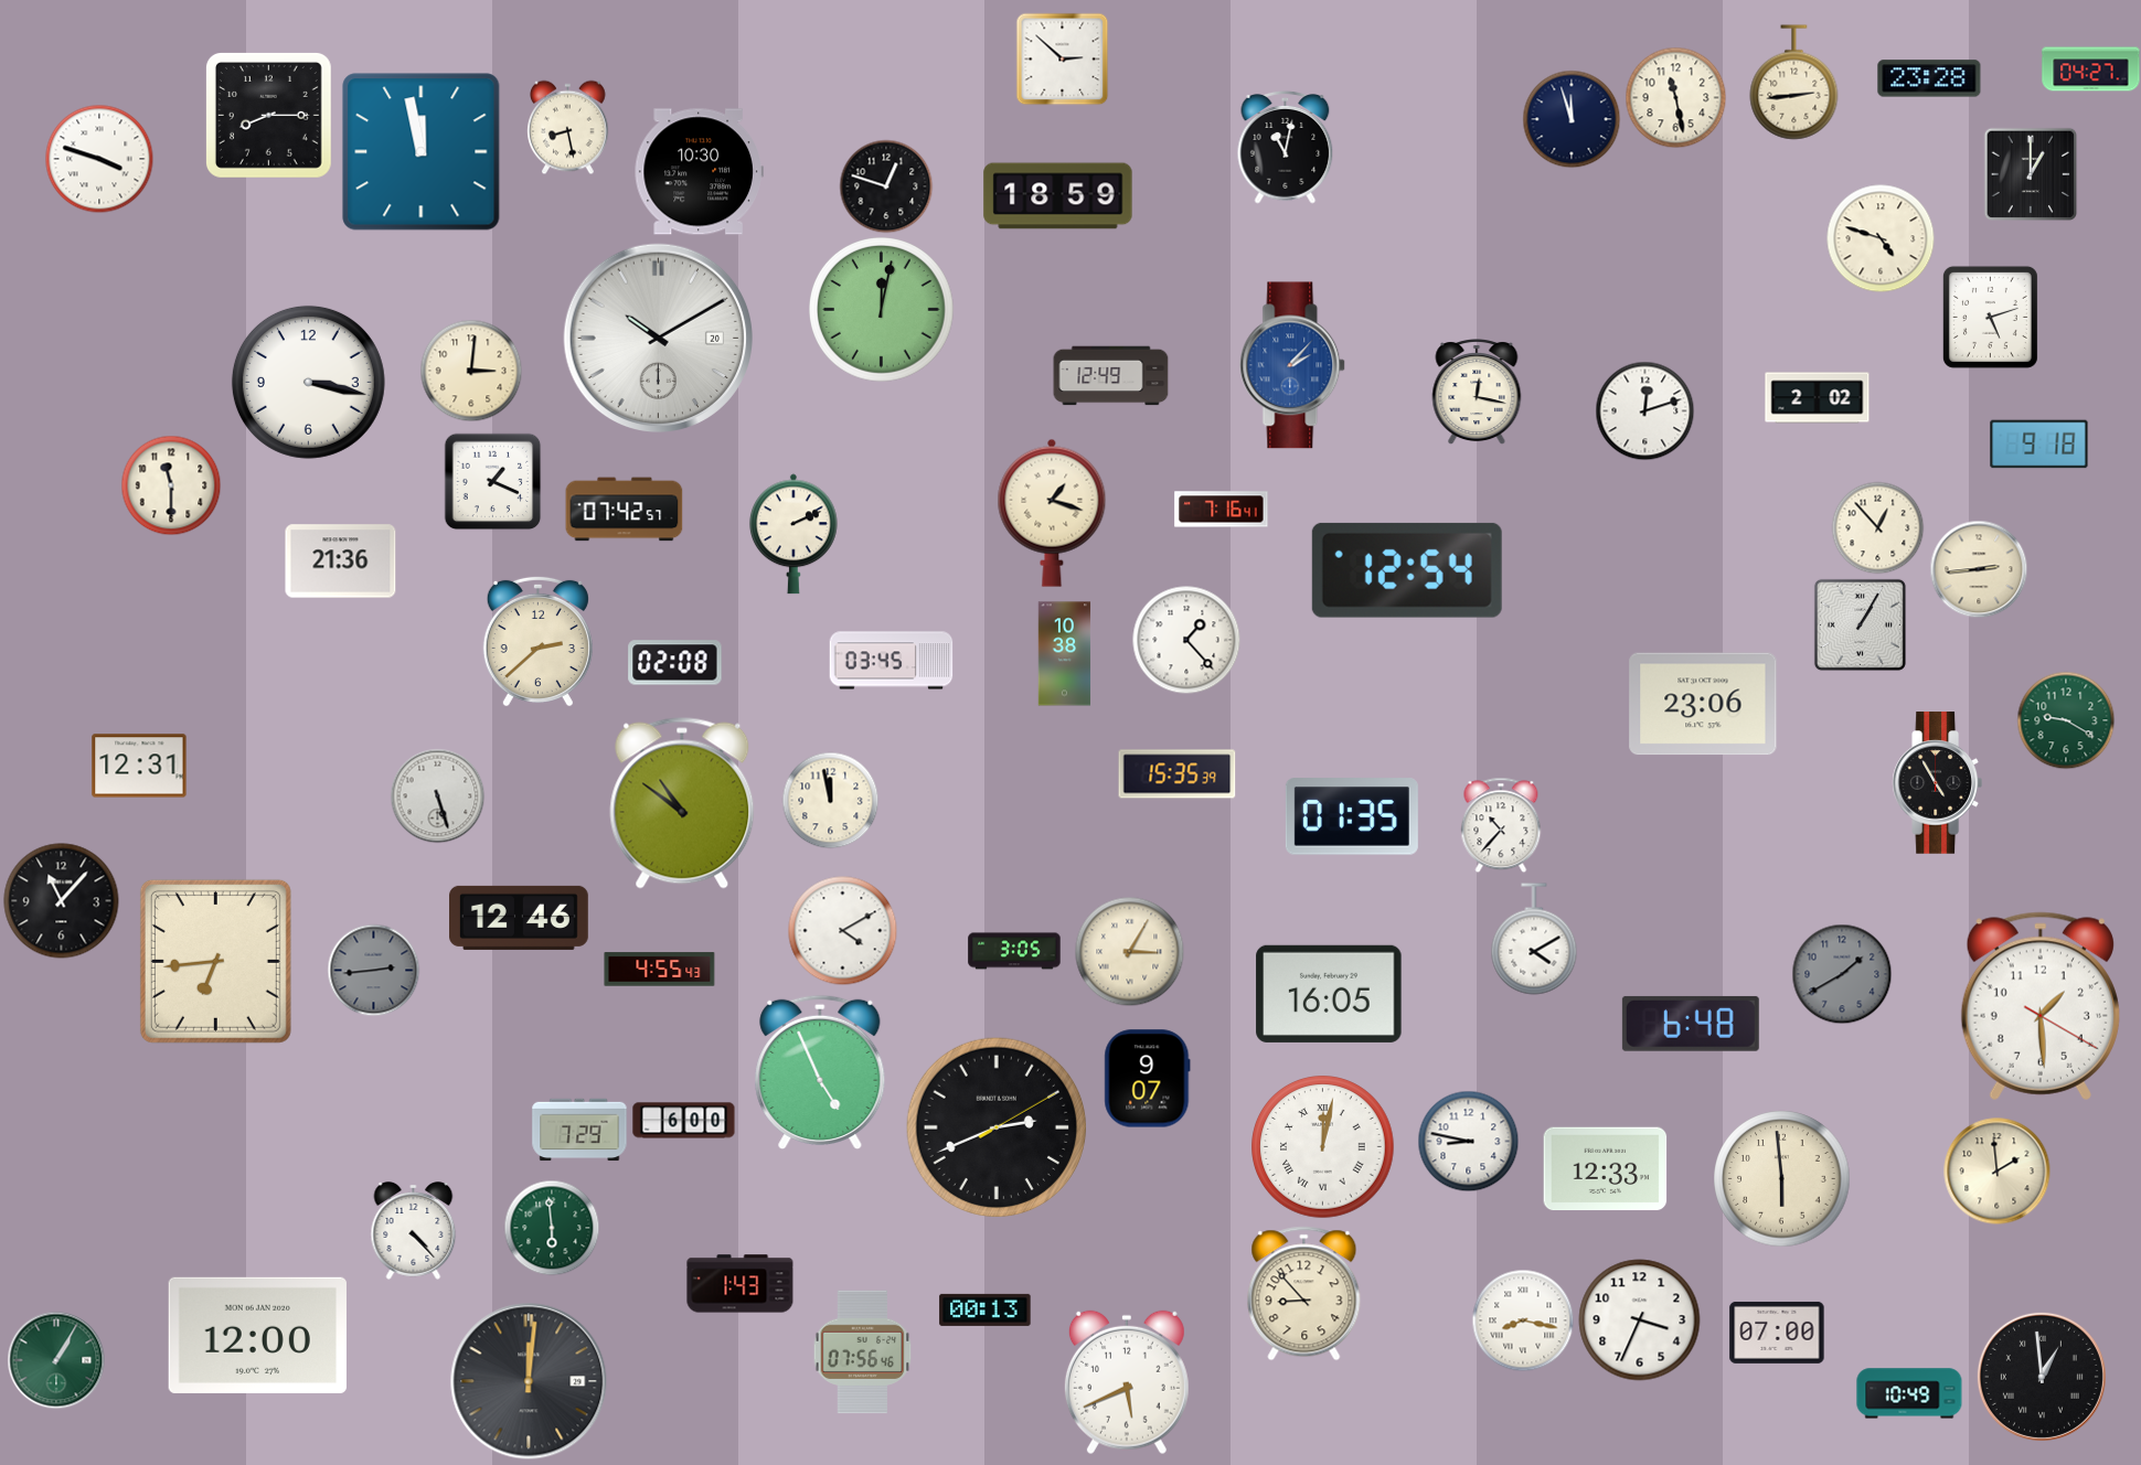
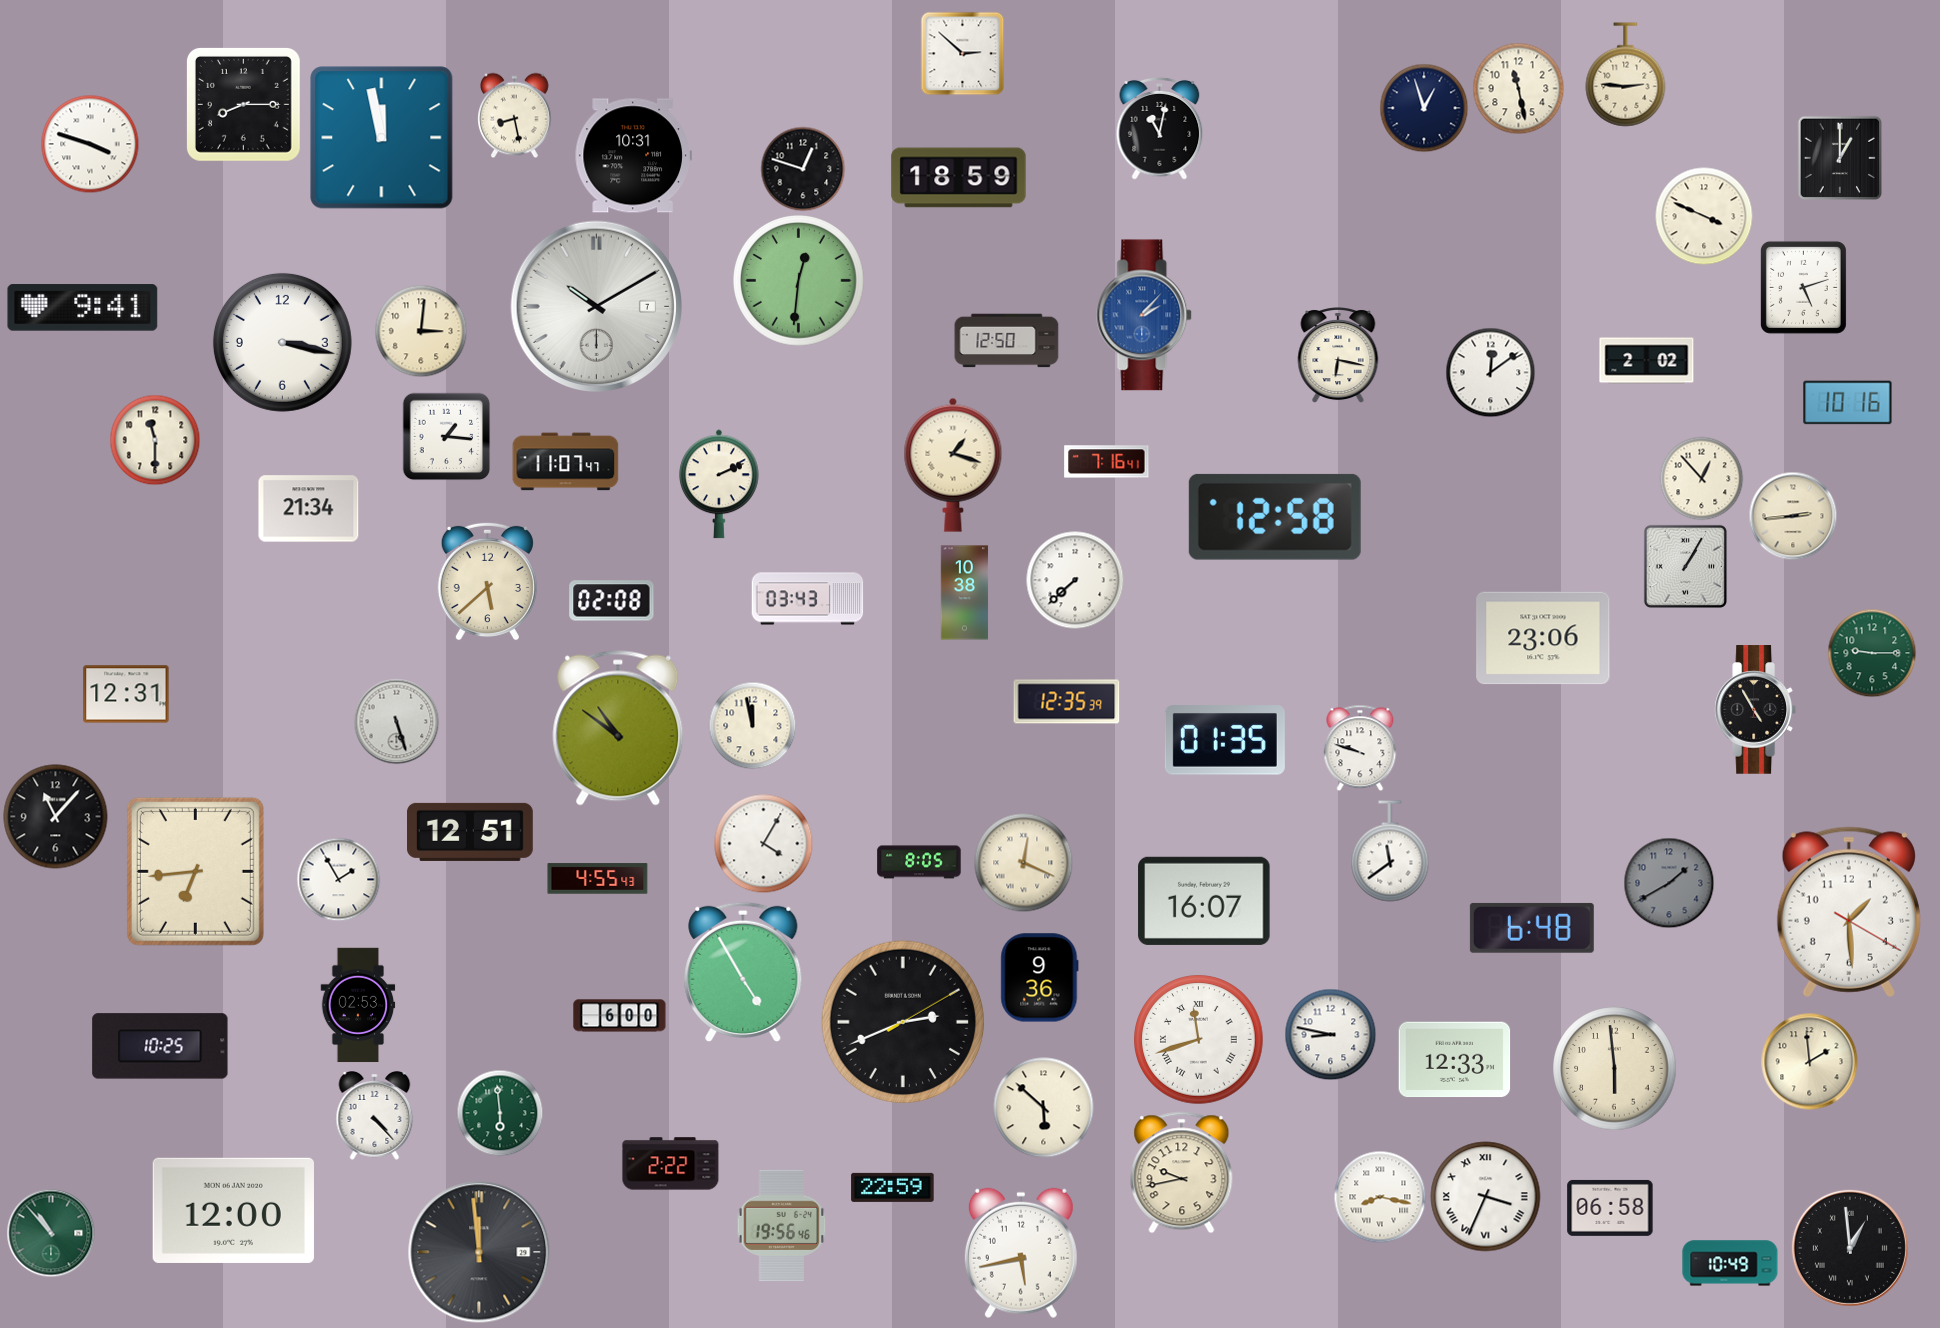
clock at (2091, 69): 04:27 -> none
clock at (1929, 78): 23:28 -> none
clock at (1794, 83): 2:44 -> 2:46
clock at (1572, 119): 11:57 -> 12:57
clock at (1286, 148) position: (1286, 148) -> (1160, 129)
clock at (699, 172): 10:30 -> 10:31
clock at (1881, 238): 4:48 -> 3:49
clock at (882, 310): 12:02 -> 12:31
clock at (658, 338) date: 20 -> 7
clock at (83, 308): none -> 9:41
clock at (1293, 365) position: (1293, 365) -> (1145, 315)
clock at (471, 371) position: (471, 371) -> (421, 331)
clock at (1111, 376): 12:49 -> 12:50
clock at (308, 382) position: (308, 382) -> (282, 342)
clock at (1477, 393): 12:17 -> 6:17
clock at (1644, 410): 12:12 -> 12:09
clock at (2039, 445): 9:18 -> 10:16
clock at (492, 481): 1:19 -> 1:16
clock at (625, 510): 07:42 -> 11:07
clock at (341, 562): 21:36 -> 21:34
clock at (1407, 570): 12:54 -> 12:58
clock at (1186, 640): 1:23 -> 7:38
clock at (537, 641): 2:38 -> 5:38
clock at (892, 661): 03:45 -> 03:43
clock at (2066, 720): 9:20 -> 9:15
clock at (1178, 774): 15:35 -> 12:35
clock at (1501, 825): 10:37 -> 9:48
clock at (520, 918): 12:46 -> 12:51
clock at (843, 931): 4:10 -> 4:05
clock at (1534, 939): 4:10 -> 11:39
clock at (1014, 951): 3:05 -> 8:05
clock at (1130, 952): 3:05 -> 12:19
clock at (373, 970): 2:44 -> 1:55
clock at (373, 970) dial: grey -> white
clock at (1329, 994): 16:05 -> 16:07
clock at (820, 1071): 4:56 -> 4:55
clock at (1148, 1079): 9:07 -> 9:36
clock at (358, 1005): none -> 02:53
clock at (579, 1130): 7:29 -> none
clock at (1323, 1147): 12:02 -> 11:42
clock at (160, 1046): none -> 10:25
clock at (1044, 1108): none -> 5:52
clock at (741, 1284): 1:43 -> 2:22
clock at (1304, 1294): 8:53 -> 9:43
clock at (986, 1309): 00:13 -> 22:59
clock at (1640, 1320) numerals: Arabic -> Roman
clock at (1777, 1333): 07:00 -> 06:58
clock at (863, 1352): 07:56 -> 19:56
clock at (56, 1360): 1:05 -> 10:53
clock at (529, 1381): 12:01 -> 11:59
clock at (1127, 1382): 5:41 -> 5:43
